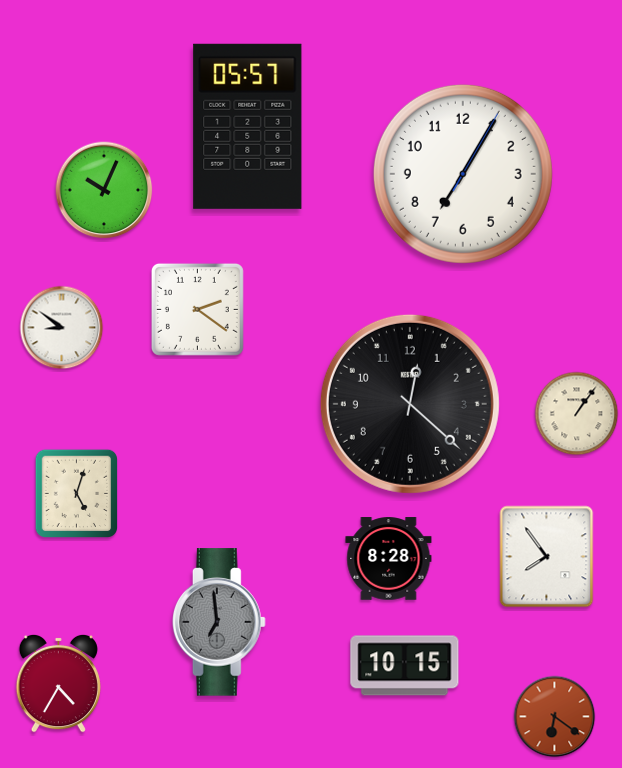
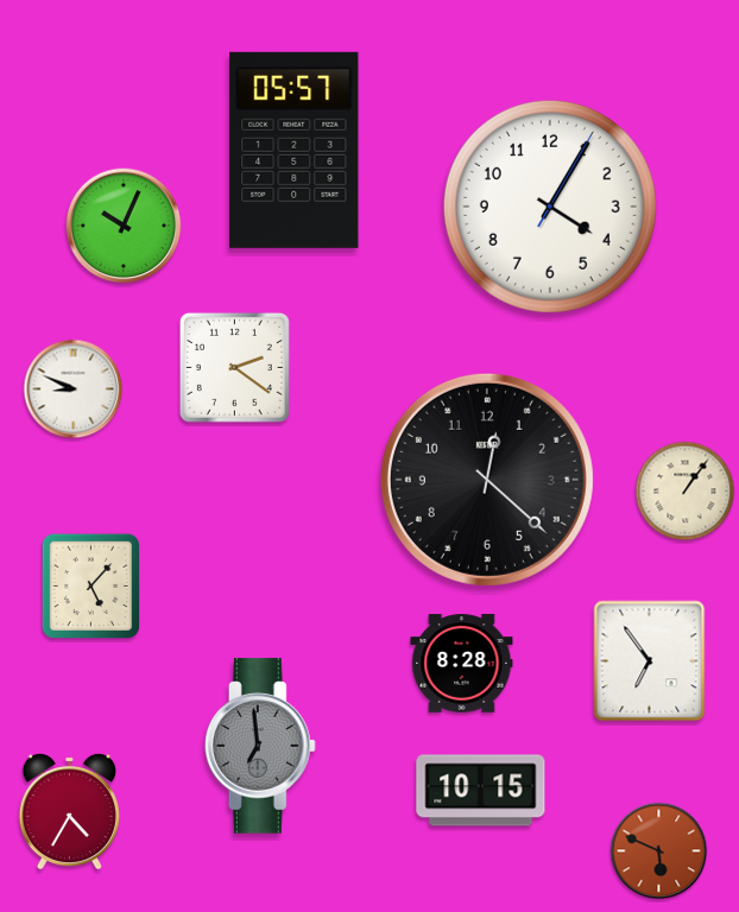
clock at (463, 174): 7:05 -> 4:05
clock at (62, 328): 8:51 -> 8:49
clock at (76, 494): 5:03 -> 5:07
clock at (547, 557): 7:54 -> 6:54
clock at (219, 622) position: (219, 622) -> (260, 746)
clock at (555, 717): 6:21 -> 5:49
